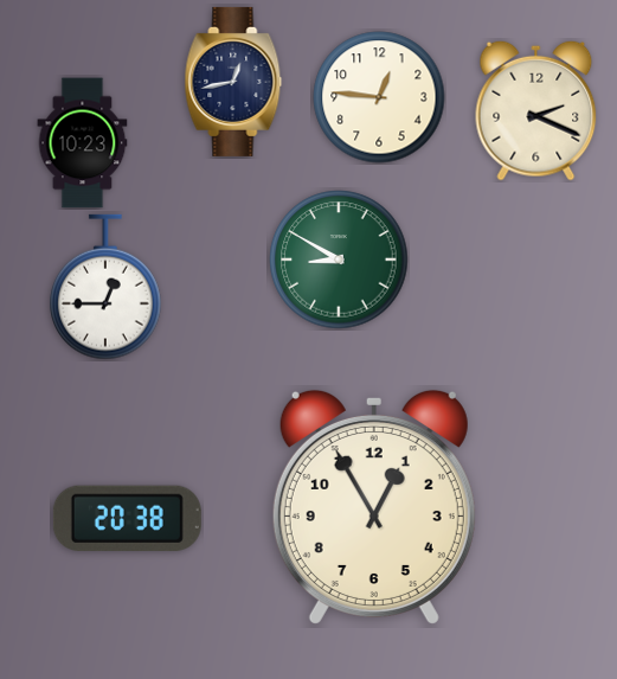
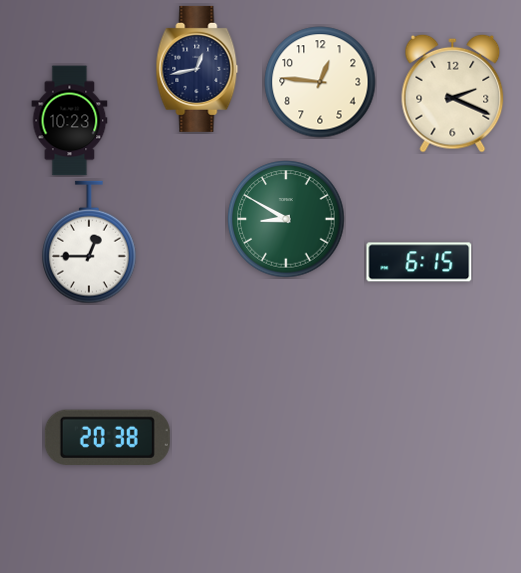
clock at (419, 262): none -> 6:15
clock at (374, 507): 12:55 -> none
